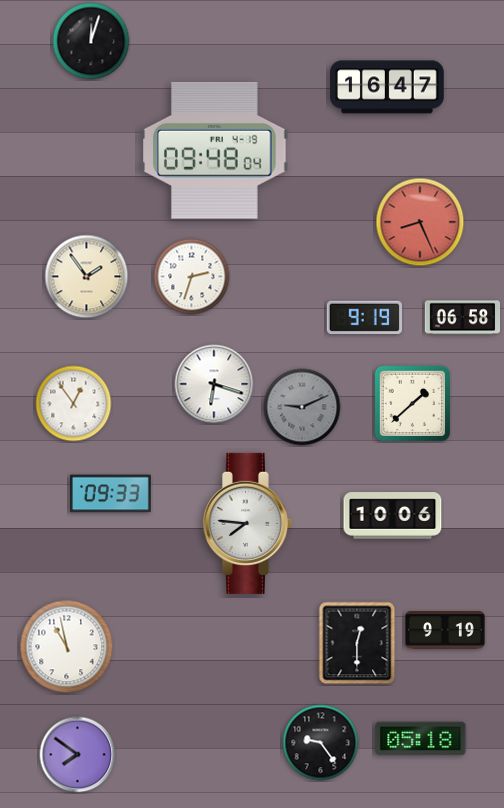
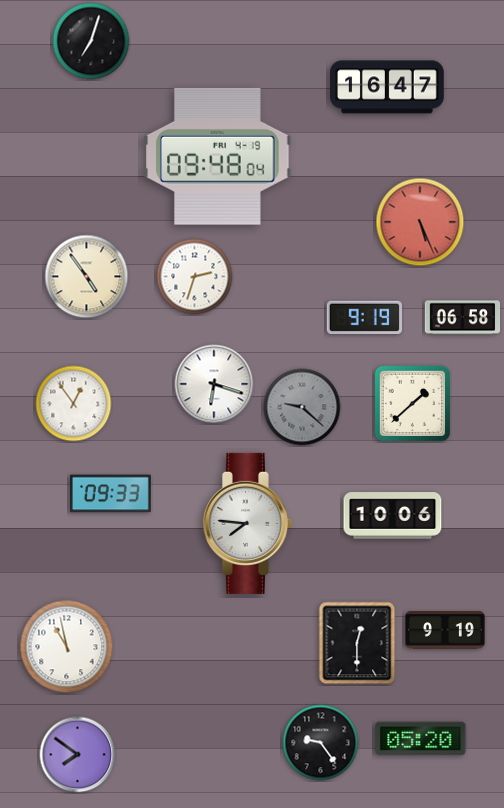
clock at (91, 41): 12:03 -> 7:03
clock at (215, 150) position: (215, 150) -> (218, 156)
clock at (420, 222): 8:26 -> 5:26
clock at (87, 277): 1:54 -> 4:54
clock at (192, 277) position: (192, 277) -> (195, 277)
clock at (302, 407): 9:11 -> 9:22
clock at (421, 739): 05:18 -> 05:20
